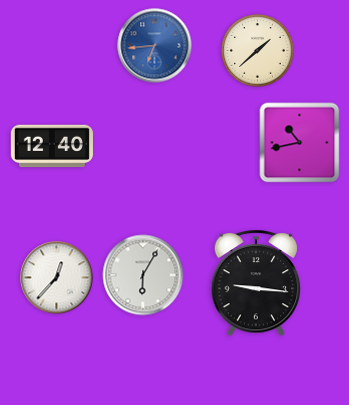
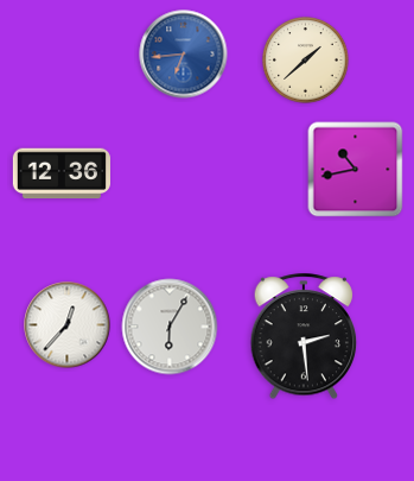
clock at (52, 146): 12:40 -> 12:36
clock at (57, 278) position: (57, 278) -> (68, 325)
clock at (256, 284): 9:16 -> 2:29
